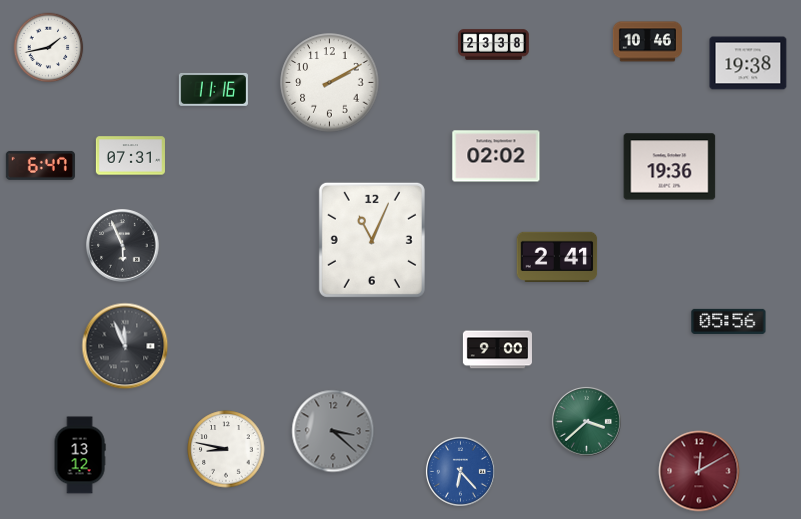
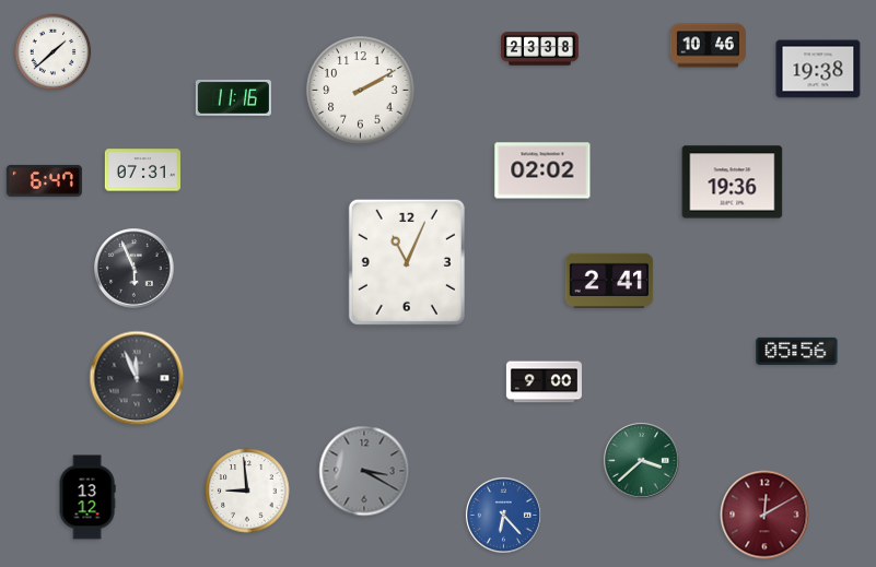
clock at (49, 48): 1:43 -> 1:38
clock at (333, 431): 3:22 -> 3:20
clock at (226, 449): 8:47 -> 8:59
